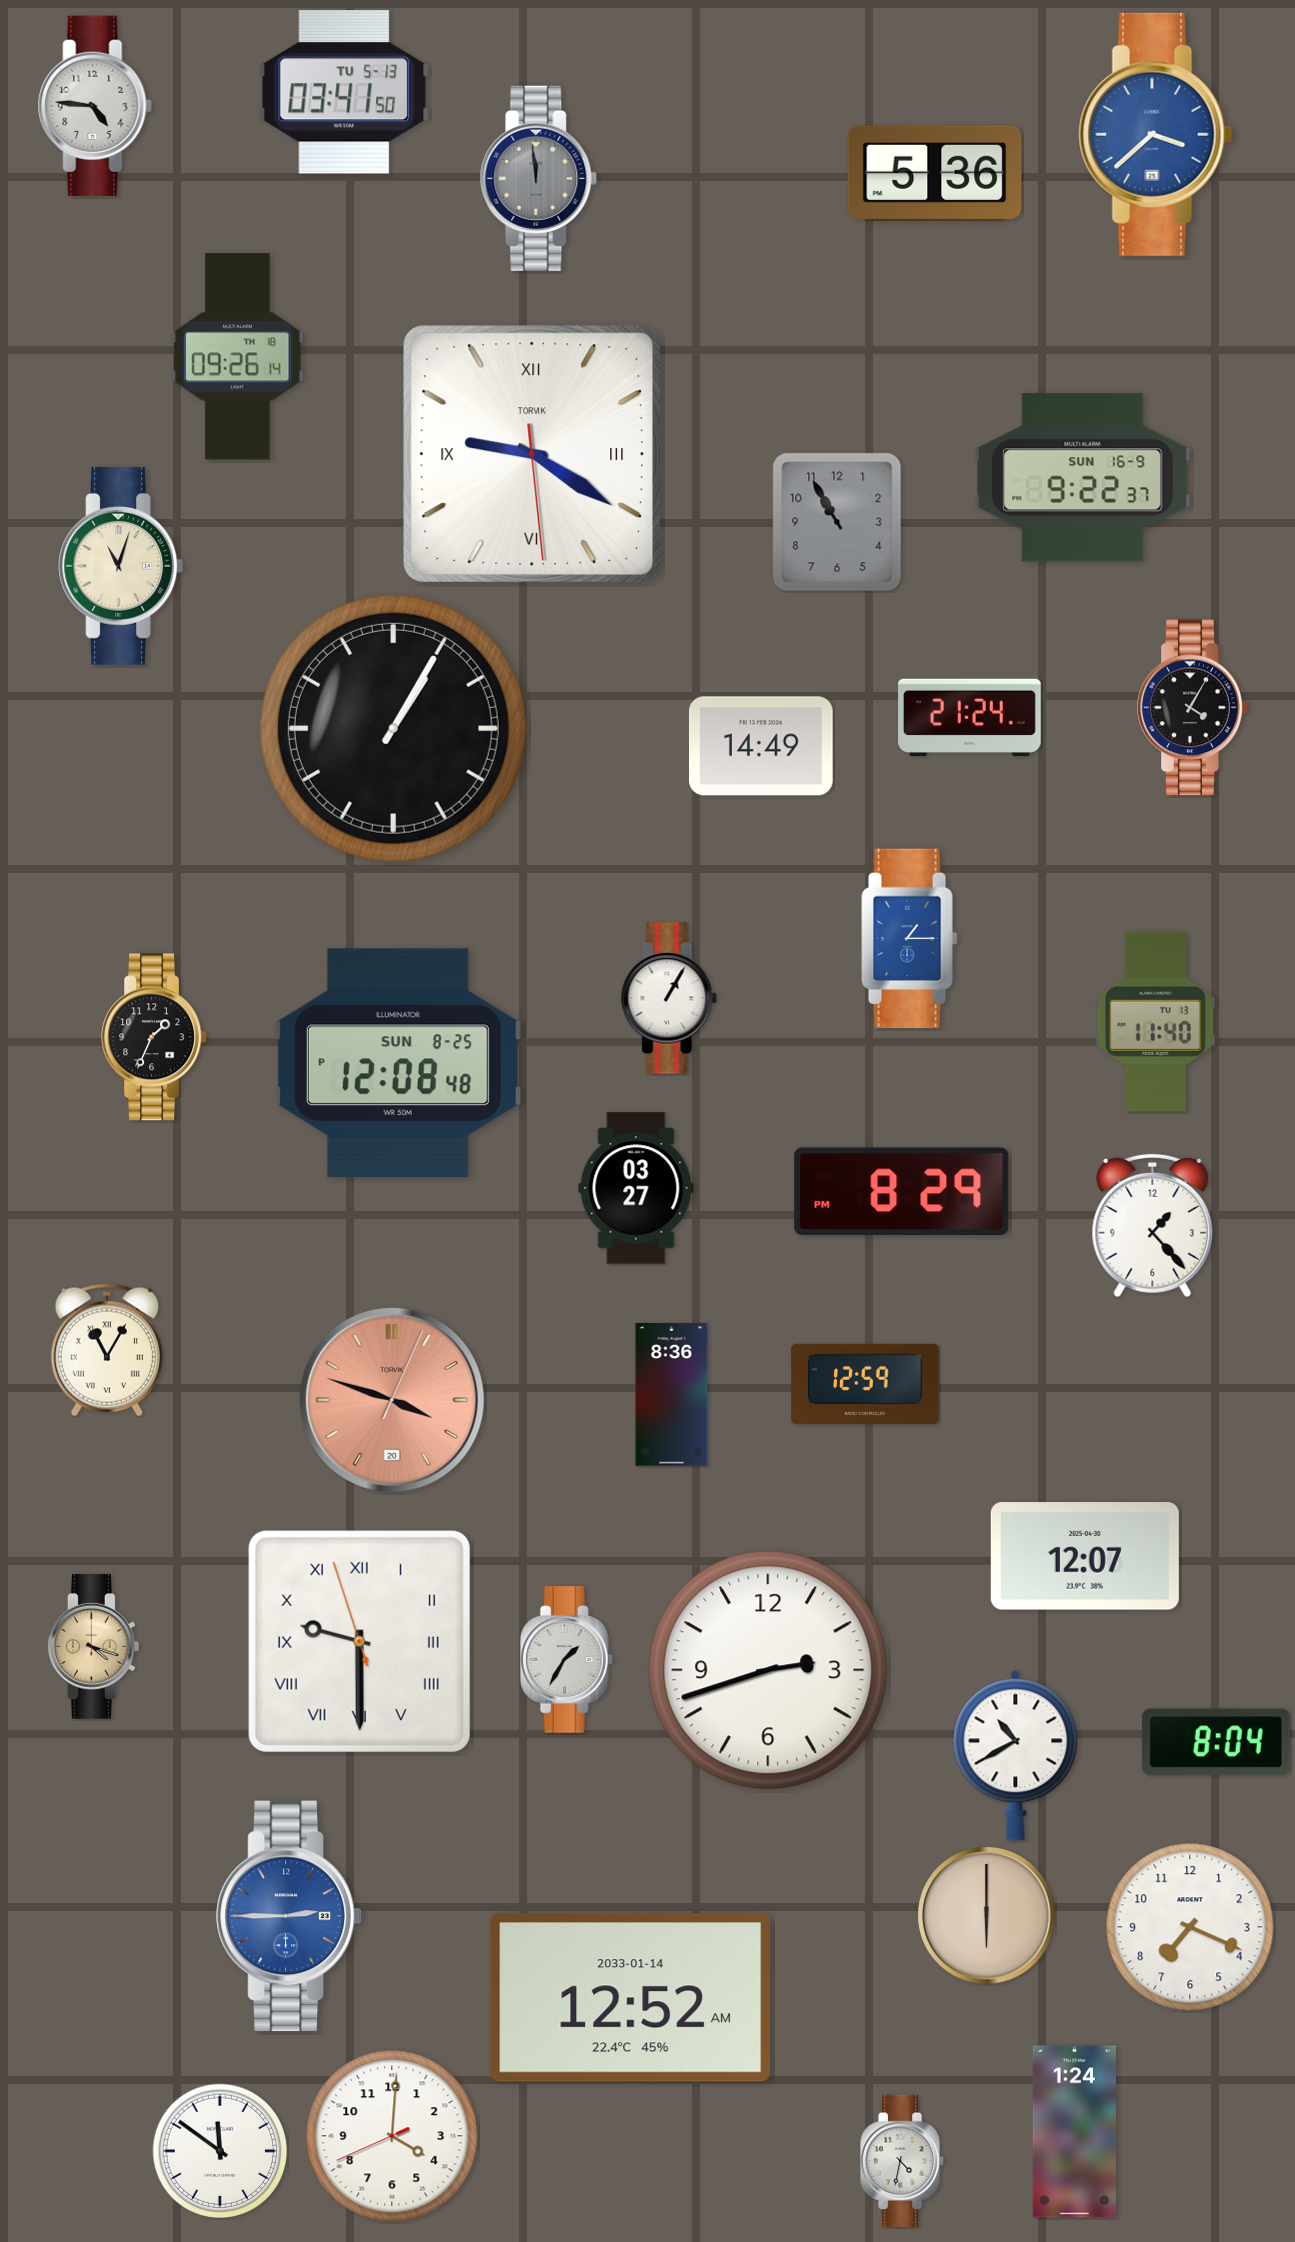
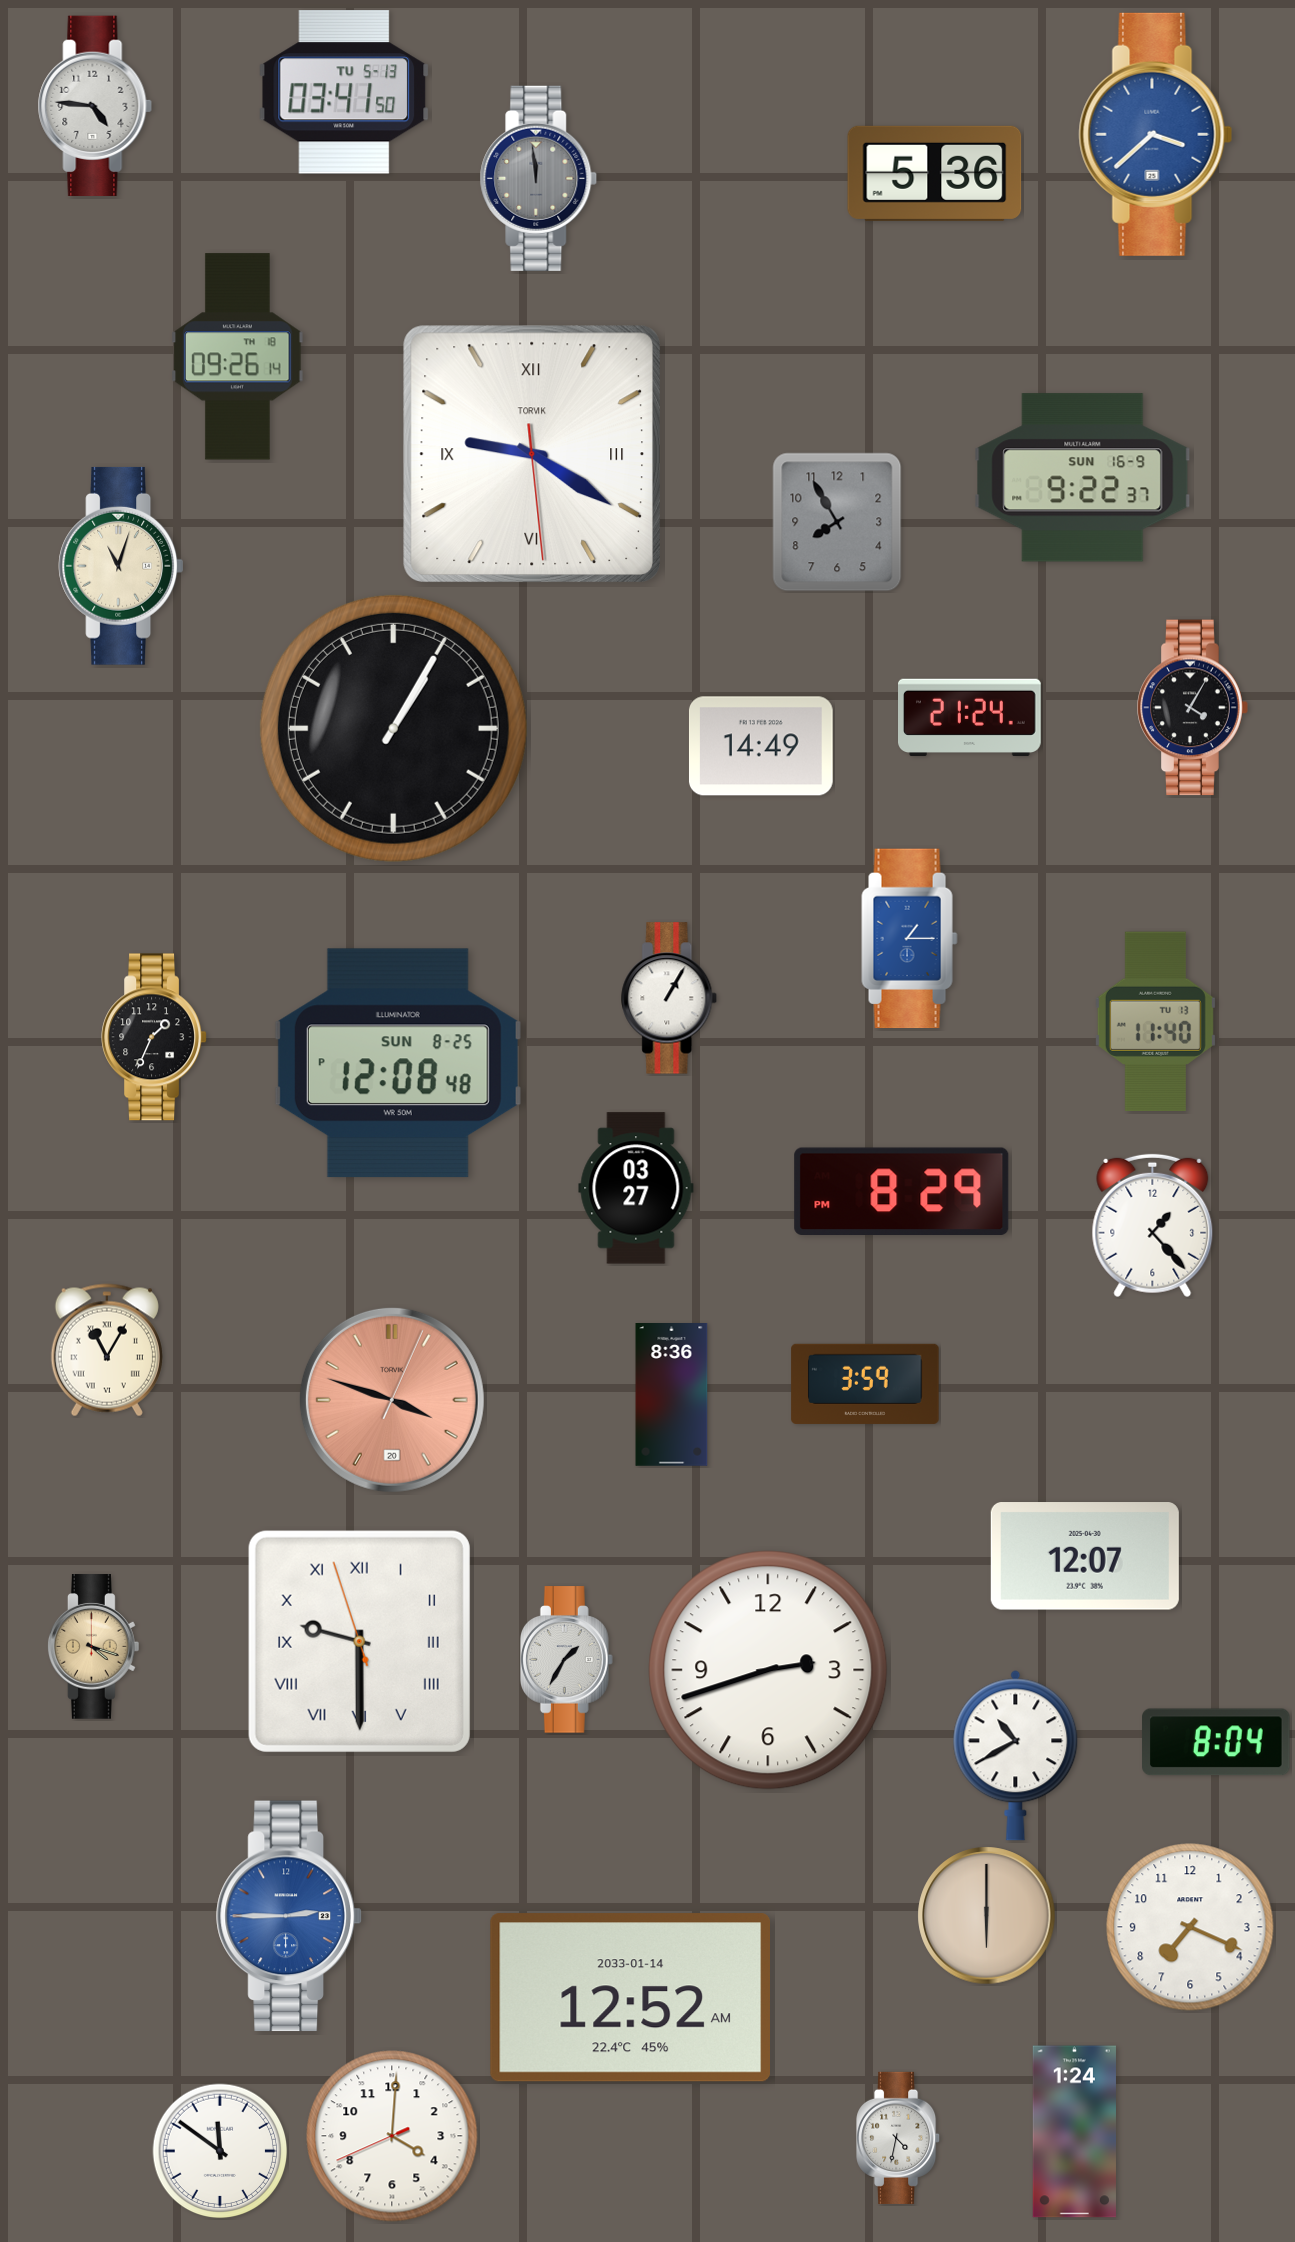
clock at (837, 522): 10:55 -> 7:55
clock at (865, 1384): 12:59 -> 3:59
clock at (903, 2161) position: (903, 2161) -> (899, 2138)
